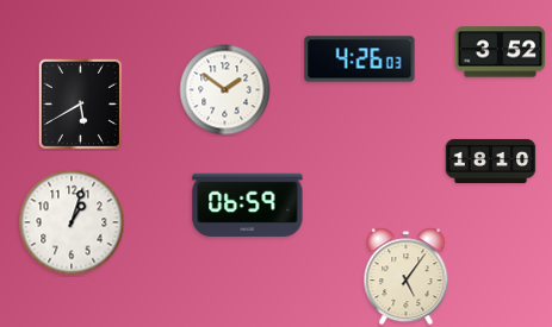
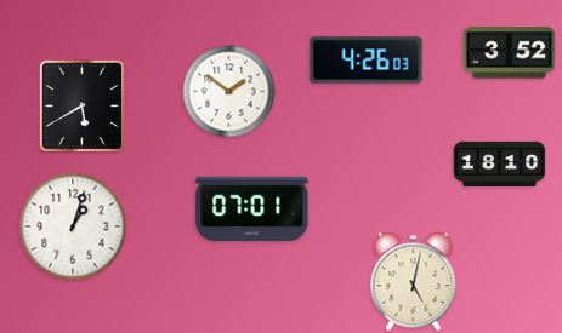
clock at (248, 205): 06:59 -> 07:01
clock at (407, 277): 5:06 -> 5:02
